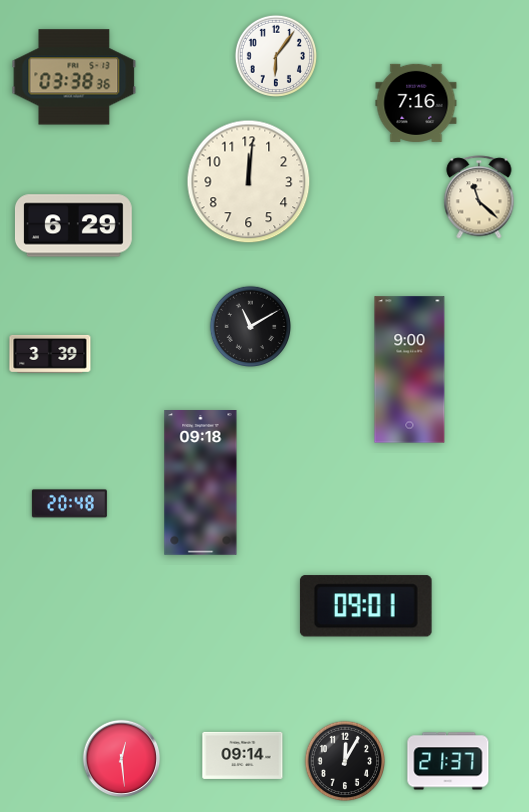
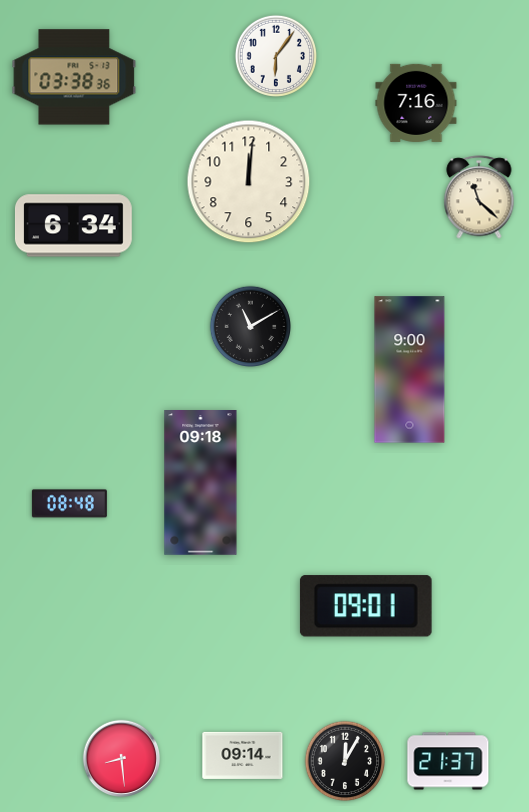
clock at (73, 226): 6:29 -> 6:34
clock at (50, 354): 3:39 -> none
clock at (69, 504): 20:48 -> 08:48
clock at (122, 759): 12:29 -> 8:29
